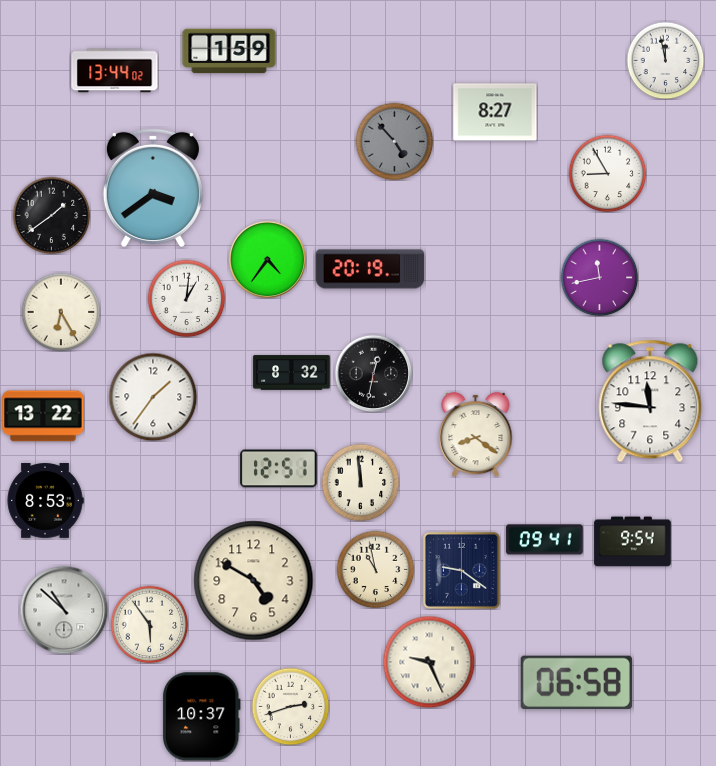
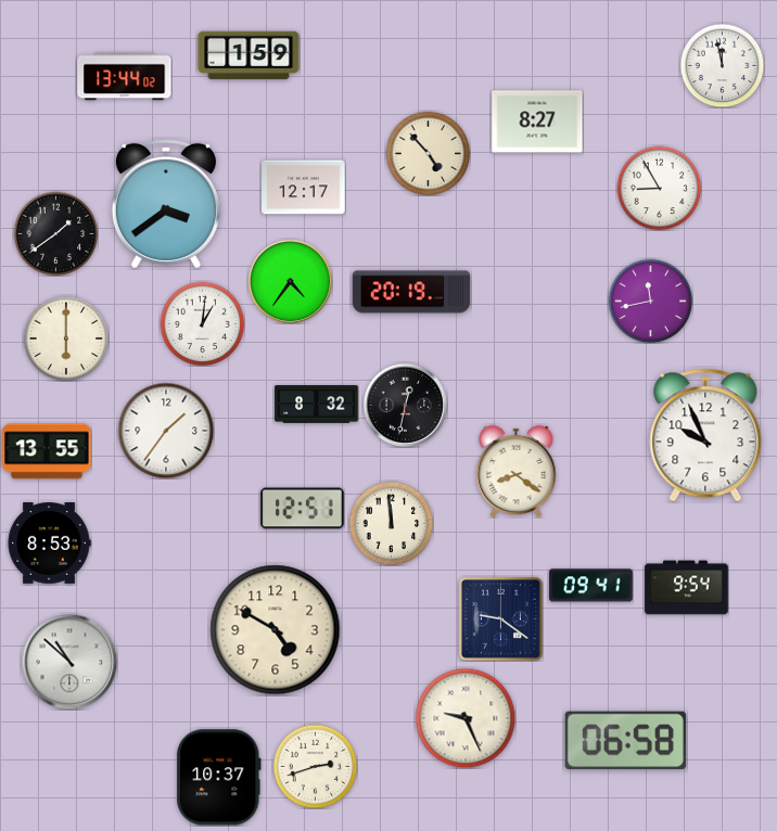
clock at (394, 141) dial: grey -> cream
clock at (304, 188): none -> 12:17
clock at (370, 269) position: (370, 269) -> (411, 292)
clock at (61, 312): 6:25 -> 6:00
clock at (650, 401): 11:46 -> 9:56
clock at (43, 416): 13:22 -> 13:55
clock at (375, 569): 10:58 -> none
clock at (149, 624): 5:54 -> none
